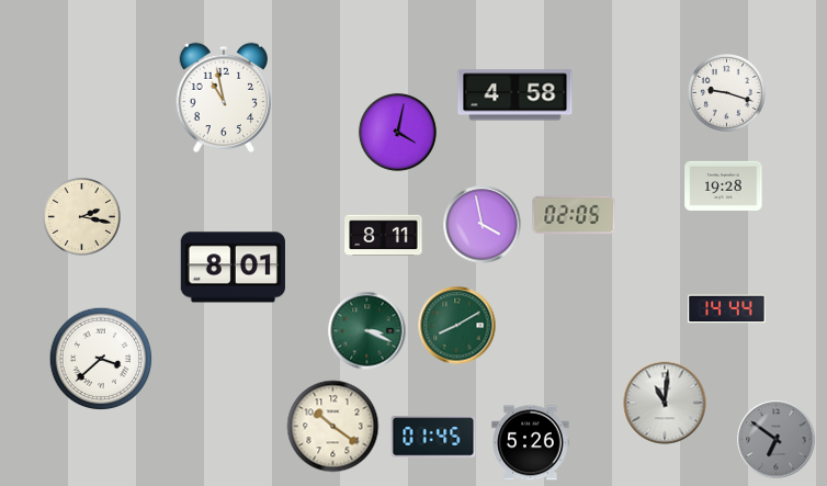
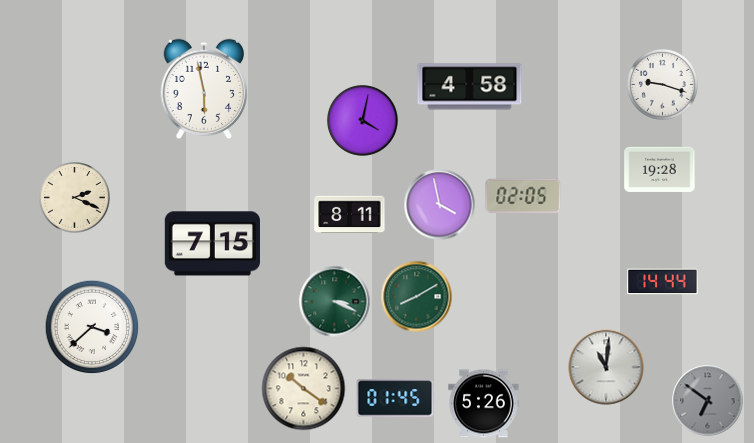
clock at (223, 98): 10:58 -> 5:58
clock at (81, 216): 2:17 -> 2:19
clock at (233, 268): 8:01 -> 7:15
